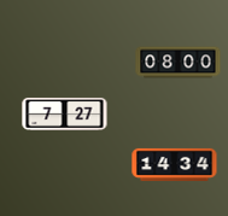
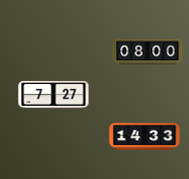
clock at (175, 164): 14:34 -> 14:33
